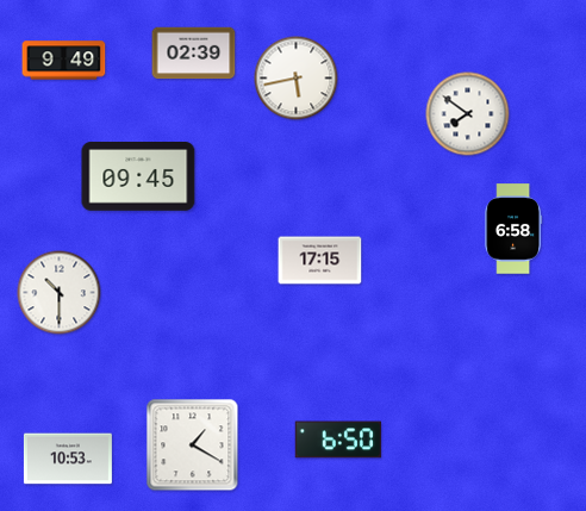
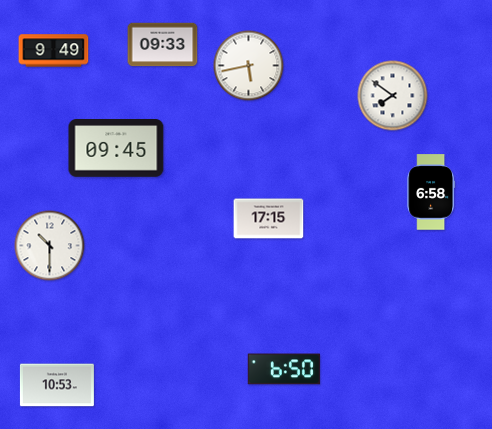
clock at (194, 54): 02:39 -> 09:33
clock at (193, 445): 1:20 -> none
